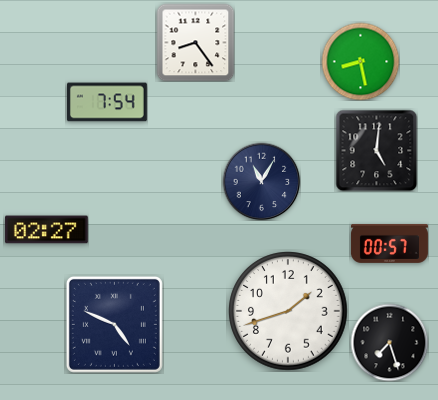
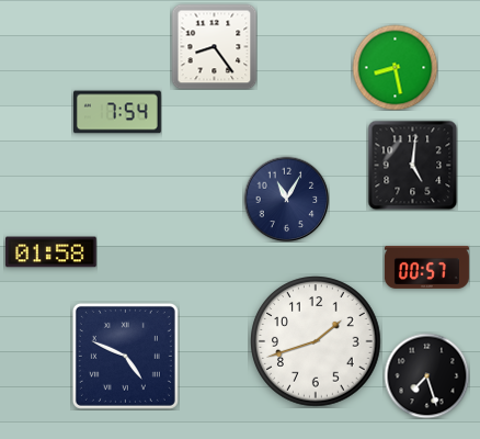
clock at (47, 230): 02:27 -> 01:58
